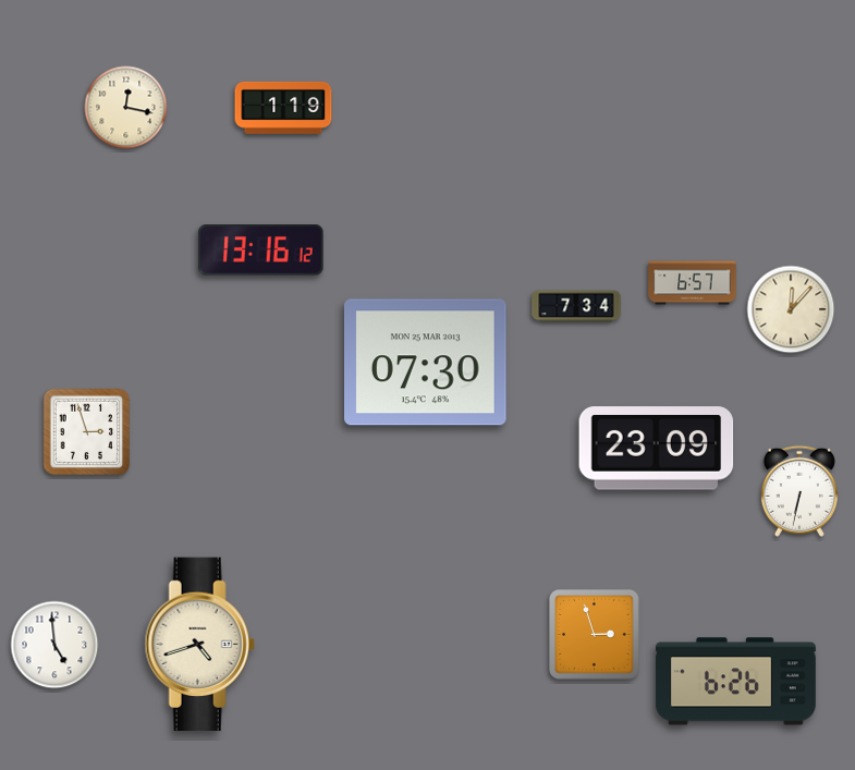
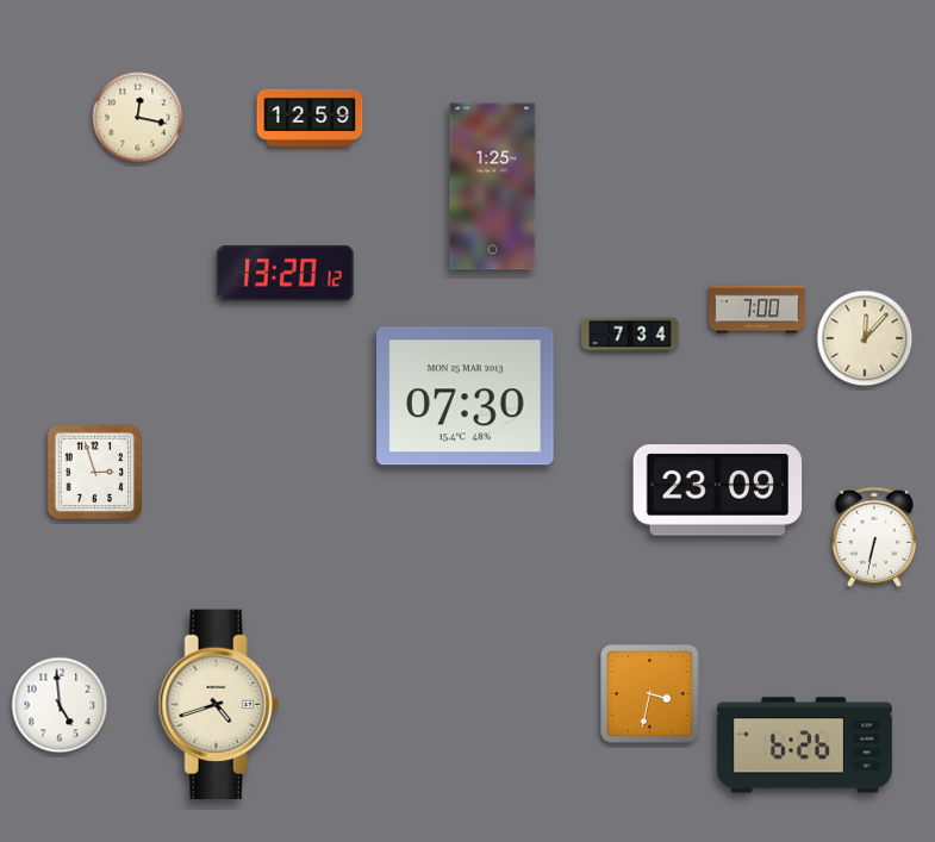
clock at (283, 108): 1:19 -> 12:59
clock at (493, 187): none -> 1:25
clock at (261, 250): 13:16 -> 13:20
clock at (693, 283): 6:57 -> 7:00
clock at (595, 635): 2:57 -> 3:32
